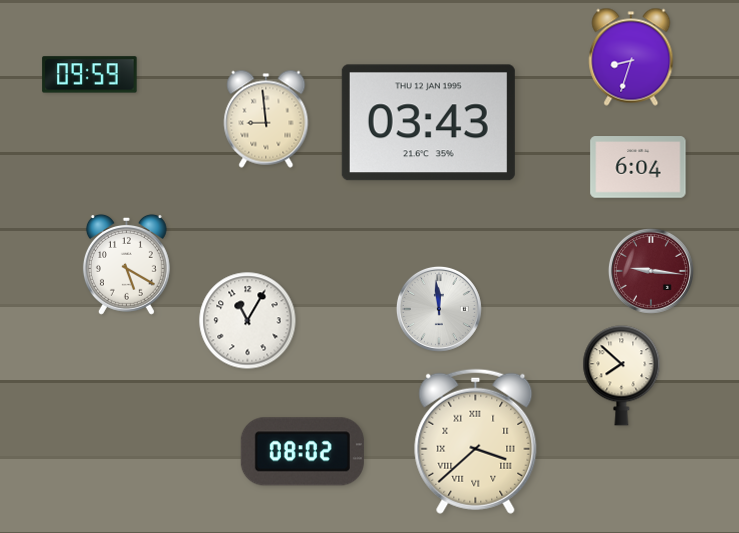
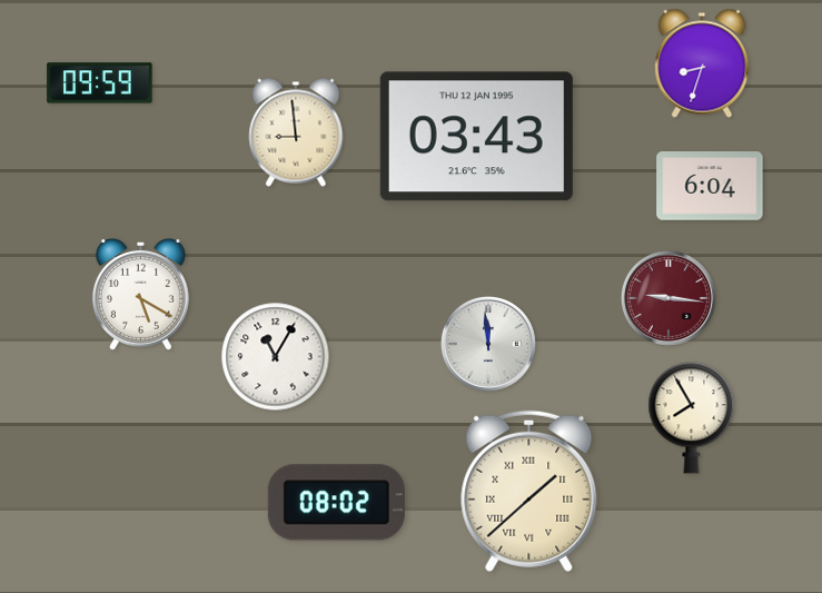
clock at (651, 271) position: (651, 271) -> (669, 298)
clock at (622, 376): 7:52 -> 7:55
clock at (476, 441): 3:38 -> 1:38
